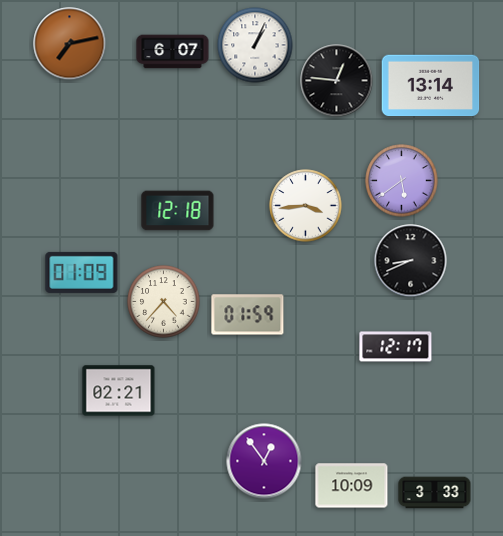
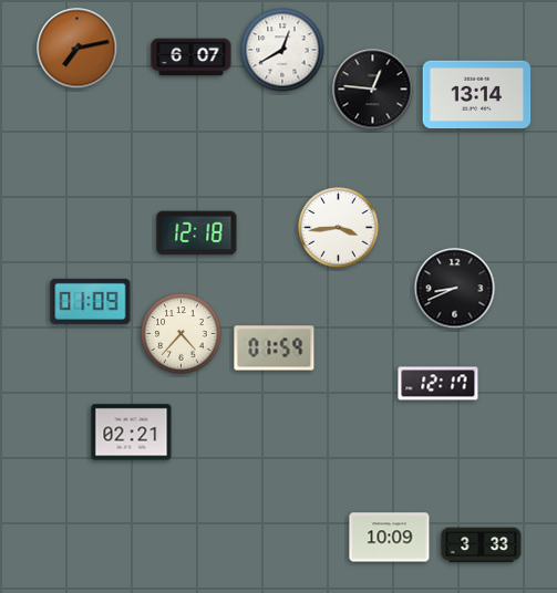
clock at (255, 45): 1:04 -> 12:40
clock at (402, 181): 5:39 -> none
clock at (264, 461): 12:54 -> none
